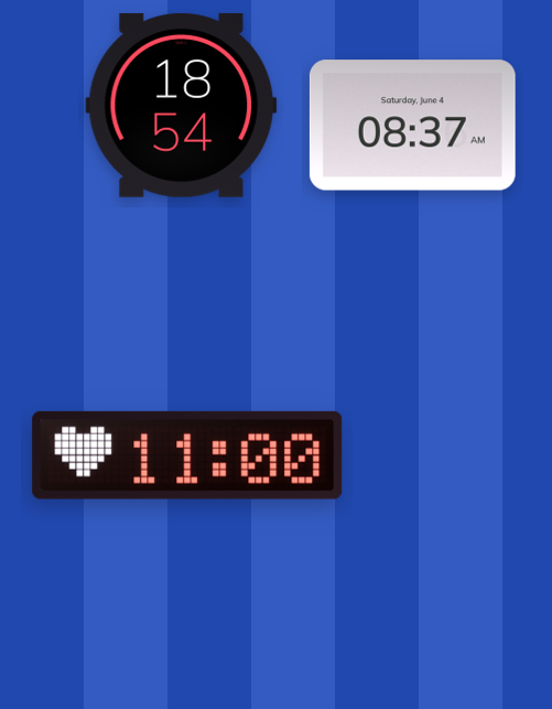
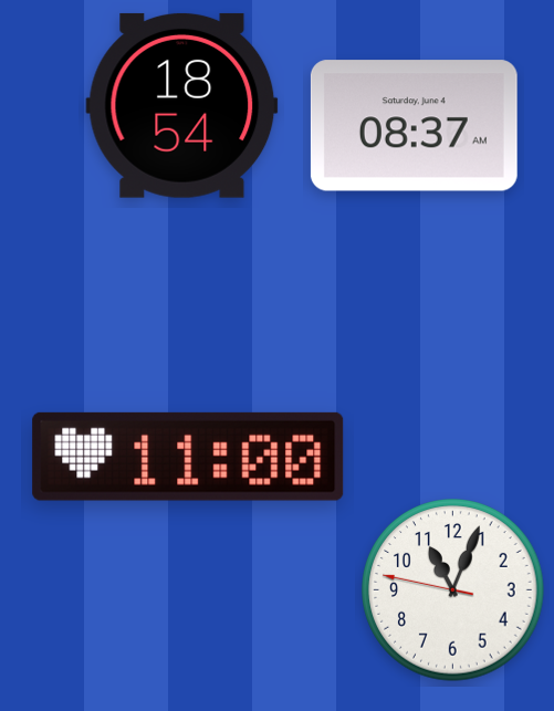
clock at (453, 590): none -> 11:03
